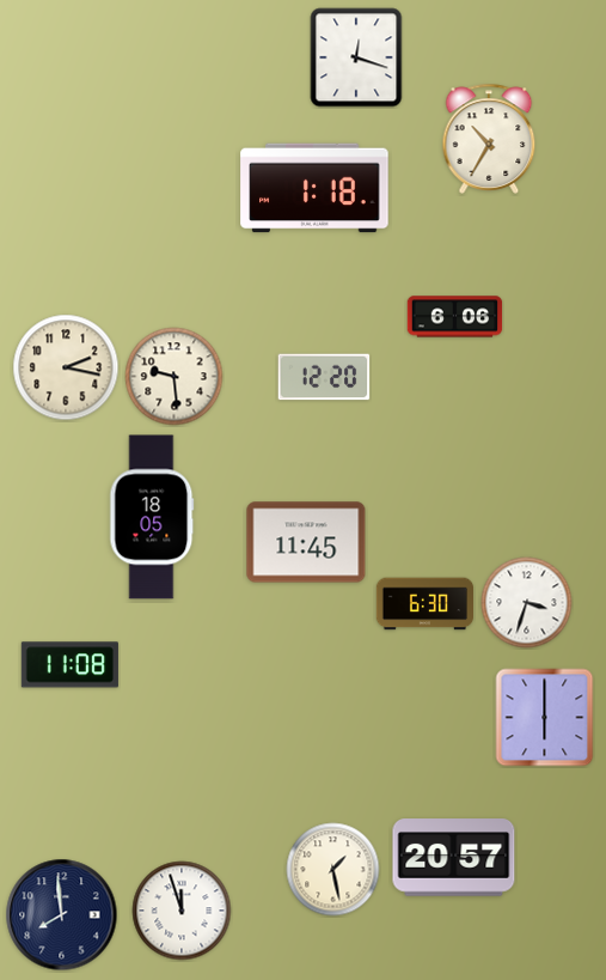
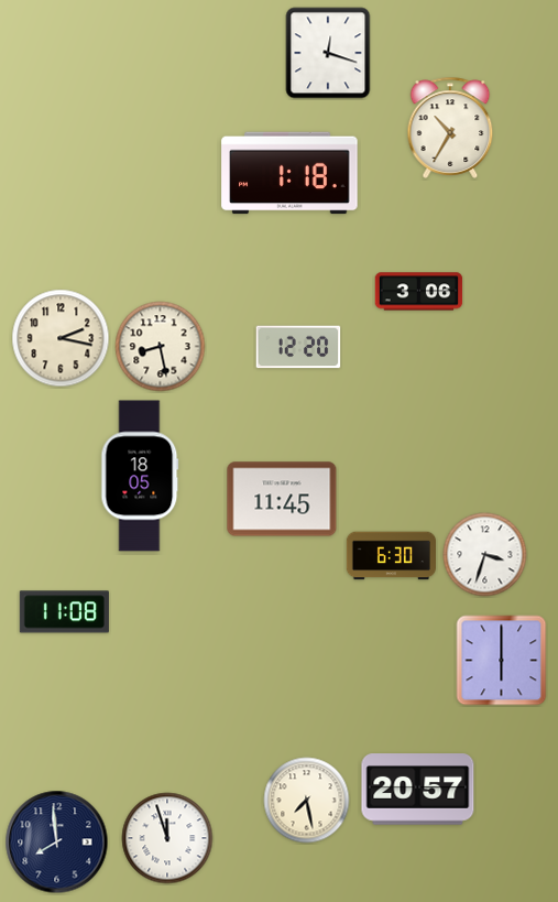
clock at (455, 317): 6:06 -> 3:06
clock at (175, 377): 9:29 -> 8:28
clock at (333, 870): 1:28 -> 7:28
